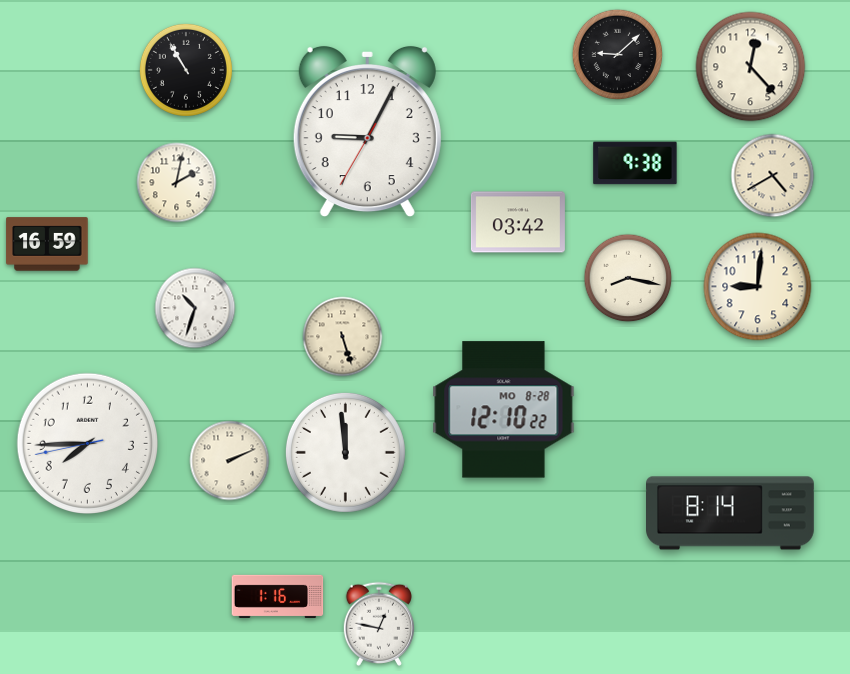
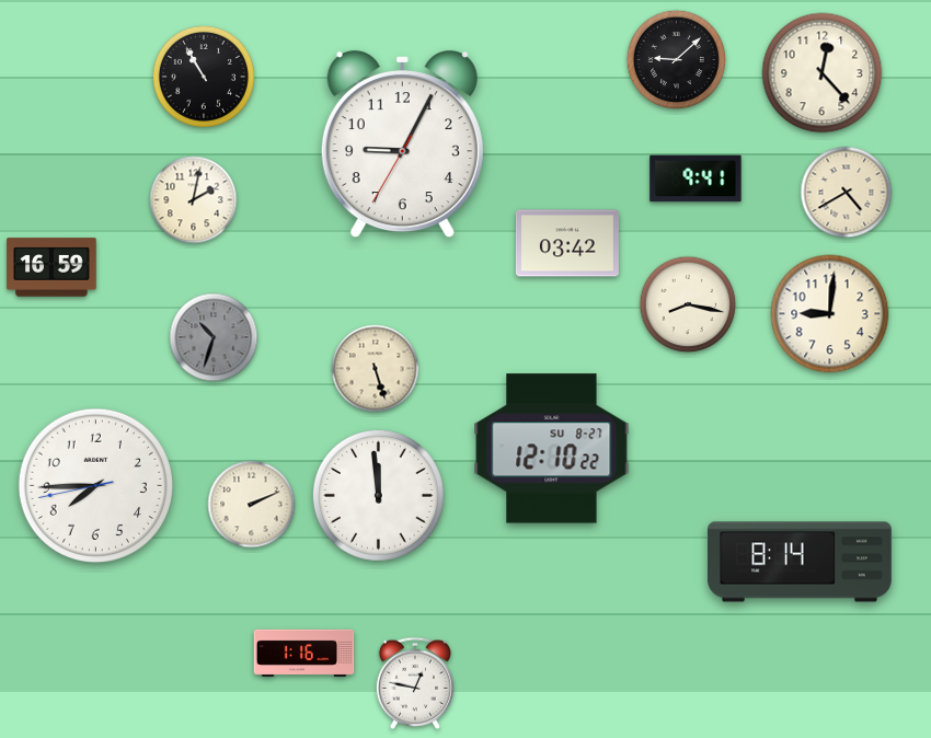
clock at (635, 163): 9:38 -> 9:41
clock at (195, 308) dial: white -> grey
clock at (504, 410) date: MO 8-28 -> SU 8-27
